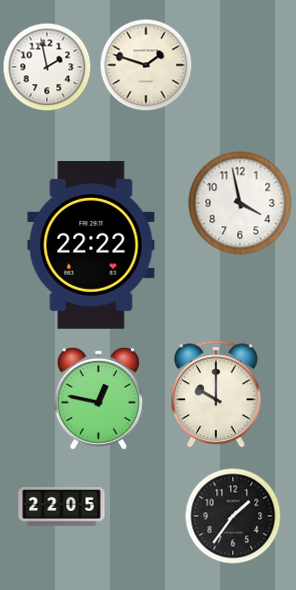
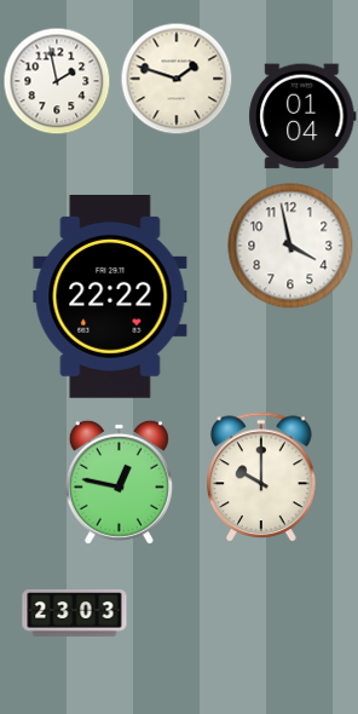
clock at (302, 116): none -> 01:04
clock at (62, 507): 22:05 -> 23:03
clock at (233, 516): 1:36 -> none
